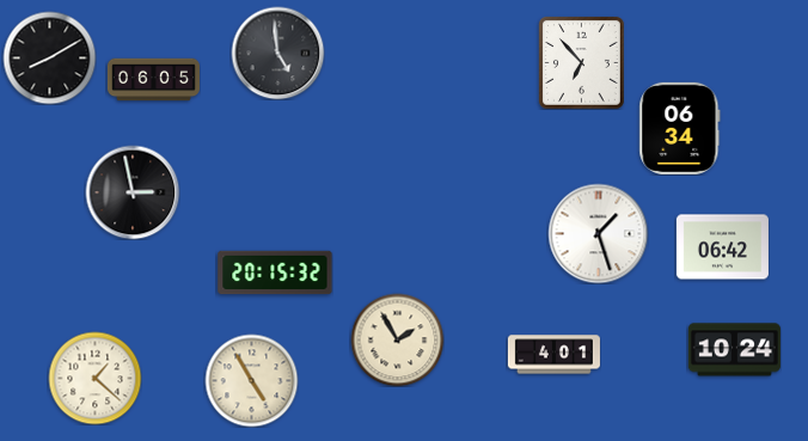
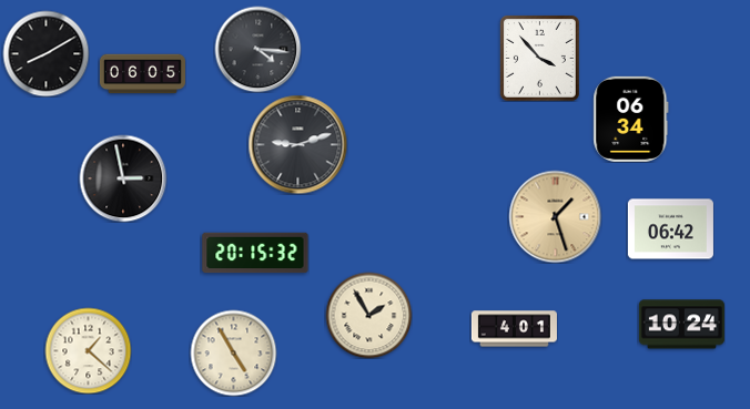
clock at (277, 53): 4:59 -> 4:16
clock at (581, 62): 6:53 -> 3:53
clock at (297, 144): none -> 9:12
clock at (598, 233) dial: white -> champagne
